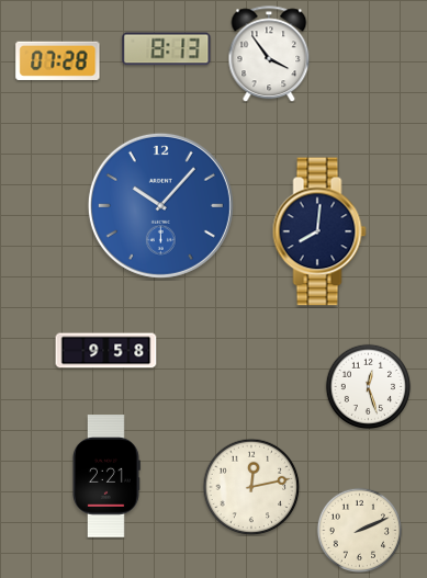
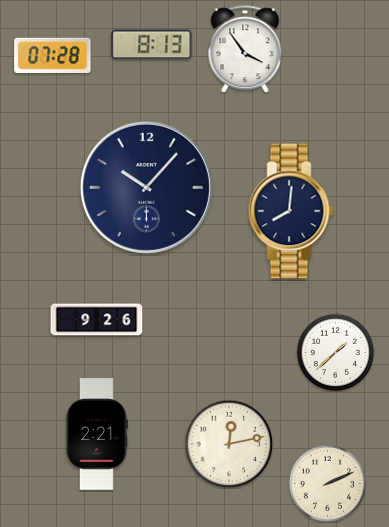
clock at (160, 205) dial: blue -> navy
clock at (106, 351): 9:58 -> 9:26
clock at (368, 386): 12:27 -> 1:38
